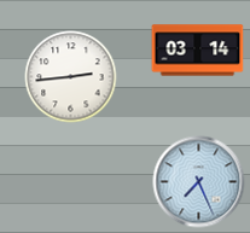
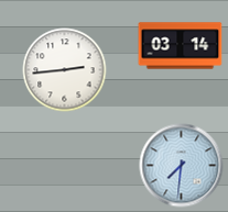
clock at (199, 182): 7:26 -> 7:31
